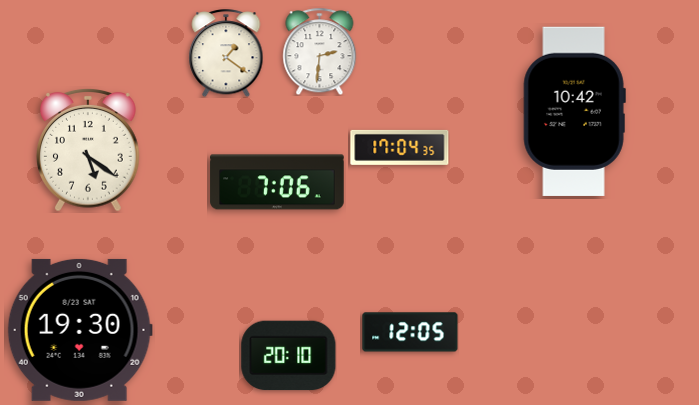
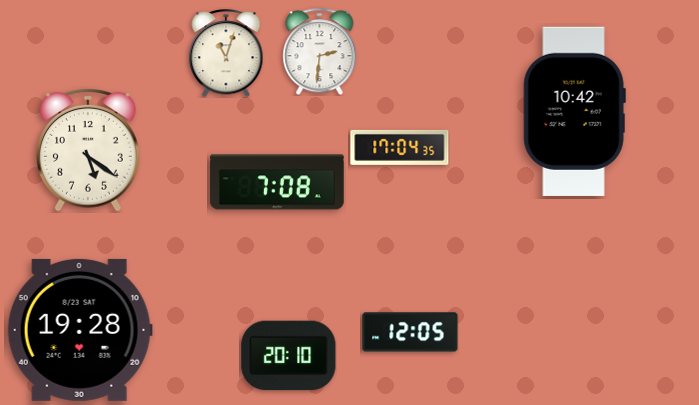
clock at (226, 53): 1:21 -> 11:03
clock at (277, 182): 7:06 -> 7:08
clock at (80, 330): 19:30 -> 19:28
